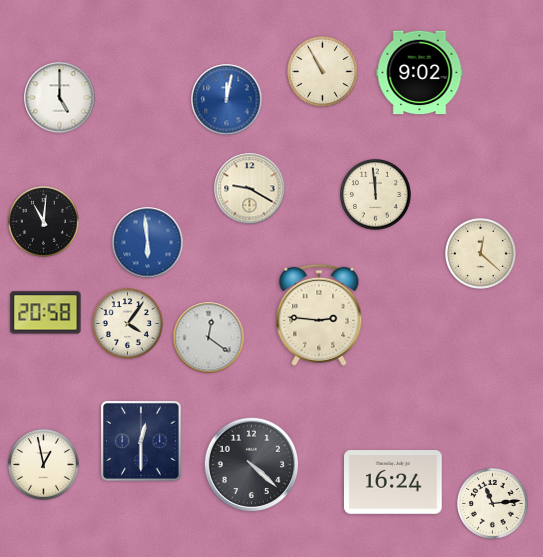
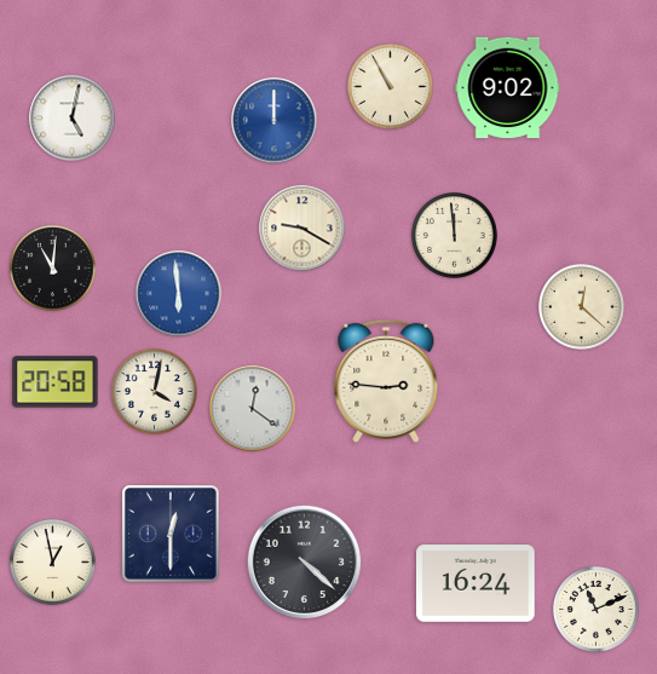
clock at (60, 98): 5:00 -> 5:02
clock at (227, 100): 12:02 -> 12:00
clock at (46, 313) position: (46, 313) -> (56, 382)
clock at (128, 324): 4:06 -> 4:02
clock at (493, 504): 11:14 -> 11:11
